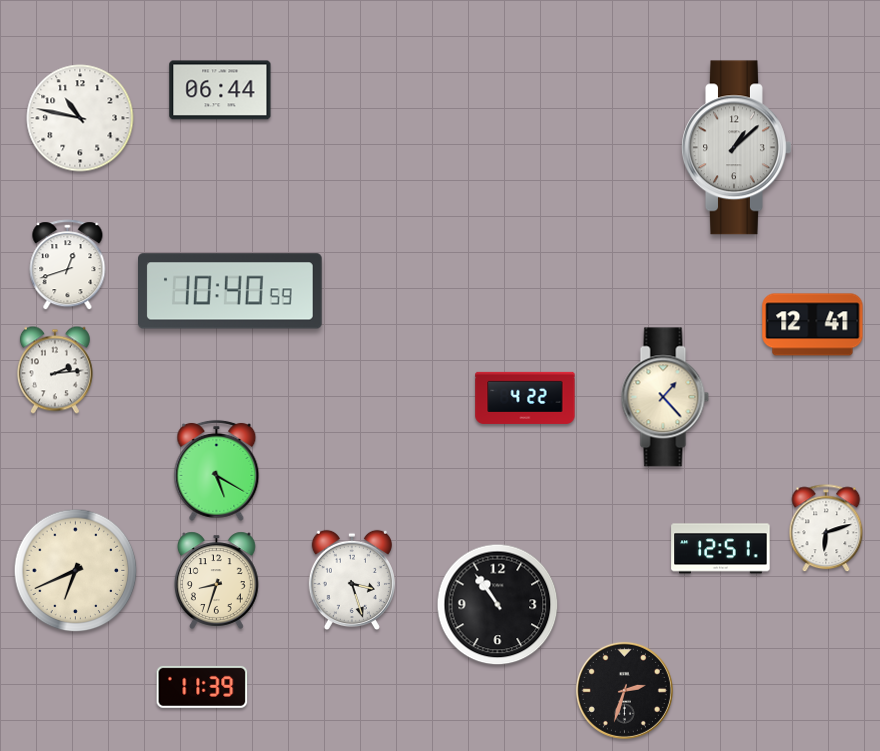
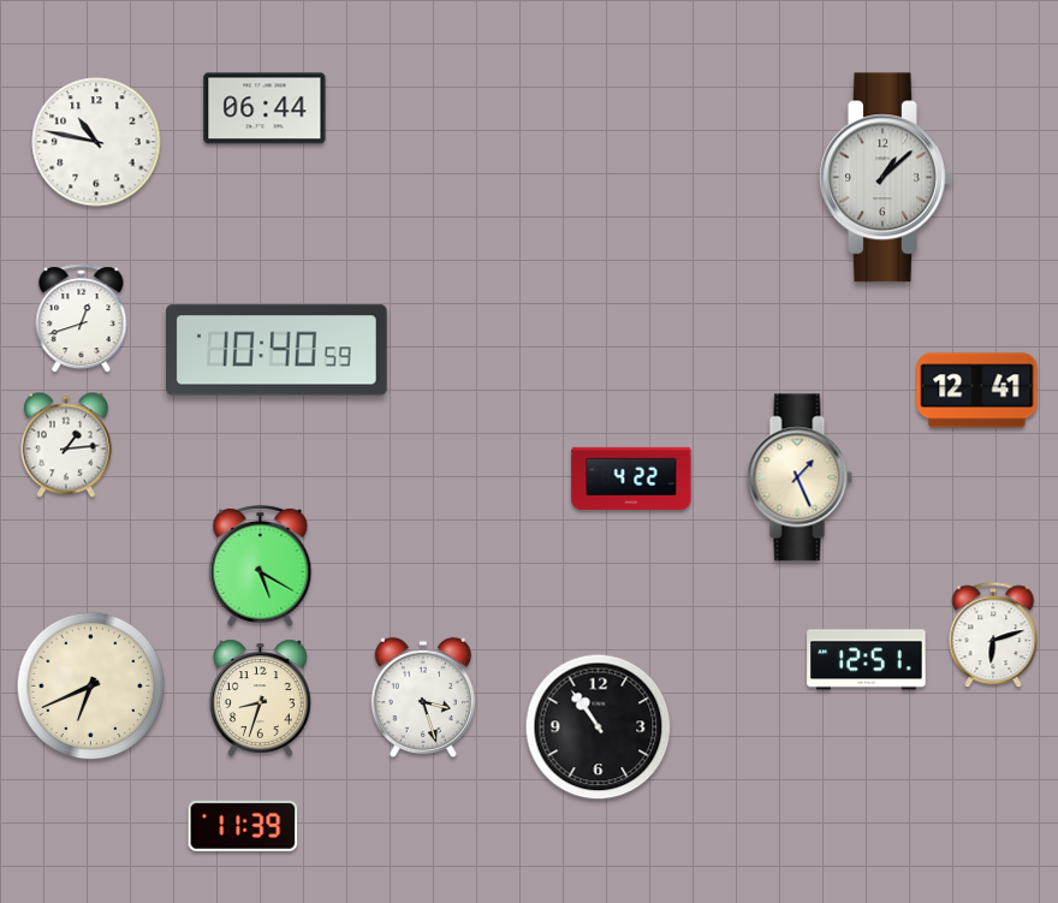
clock at (55, 370): 2:14 -> 1:14
clock at (665, 397): 1:23 -> 1:26
clock at (624, 690): 2:33 -> none
